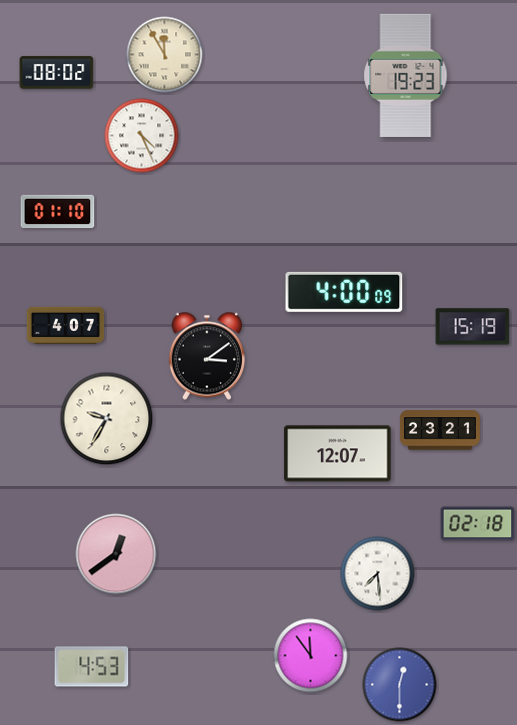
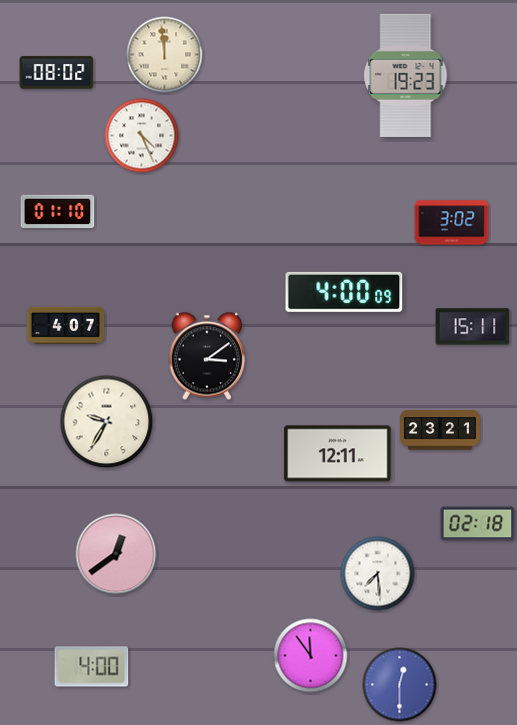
clock at (165, 55): 11:55 -> 11:59
clock at (452, 223): none -> 3:02
clock at (473, 327): 15:19 -> 15:11
clock at (107, 419) position: (107, 419) -> (107, 422)
clock at (338, 454): 12:07 -> 12:11
clock at (92, 667): 4:53 -> 4:00
